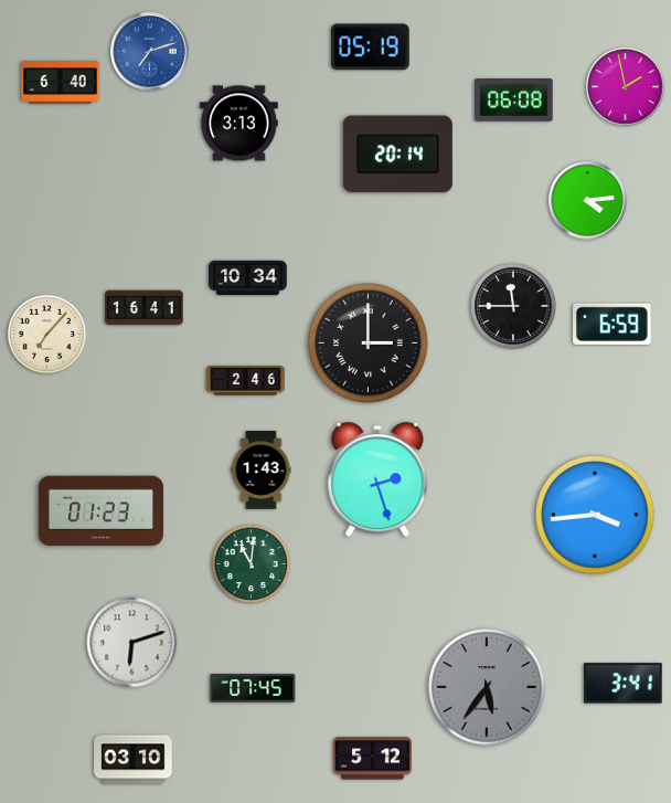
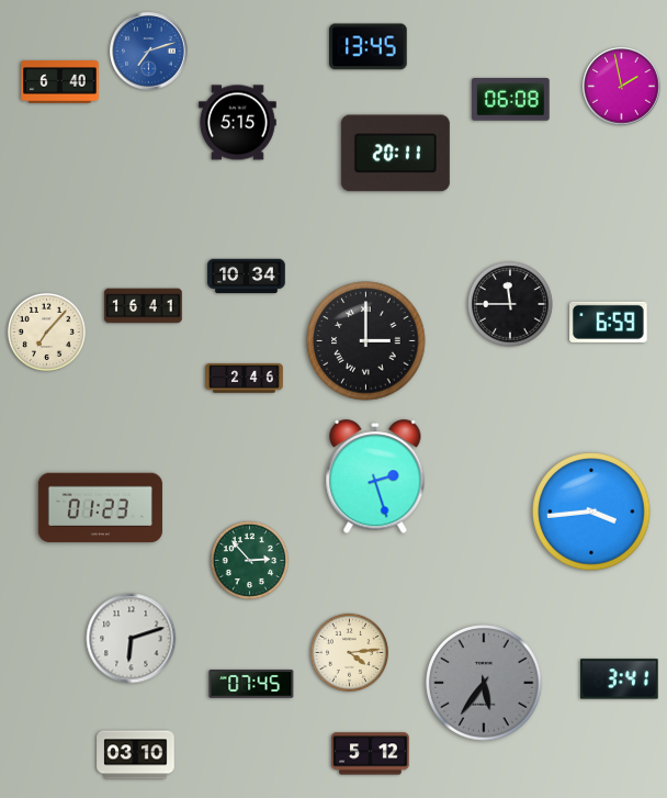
clock at (371, 47): 05:19 -> 13:45
clock at (239, 124): 3:13 -> 5:15
clock at (397, 155): 20:14 -> 20:11
clock at (588, 201): 4:14 -> none
clock at (262, 471): 1:43 -> none
clock at (251, 563): 11:01 -> 2:53
clock at (349, 652): none -> 4:14
clock at (134, 760) position: (134, 760) -> (136, 755)
